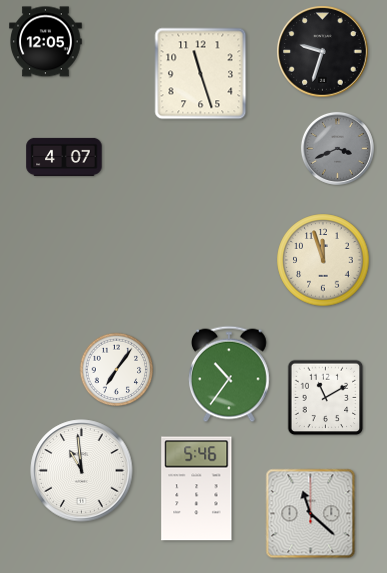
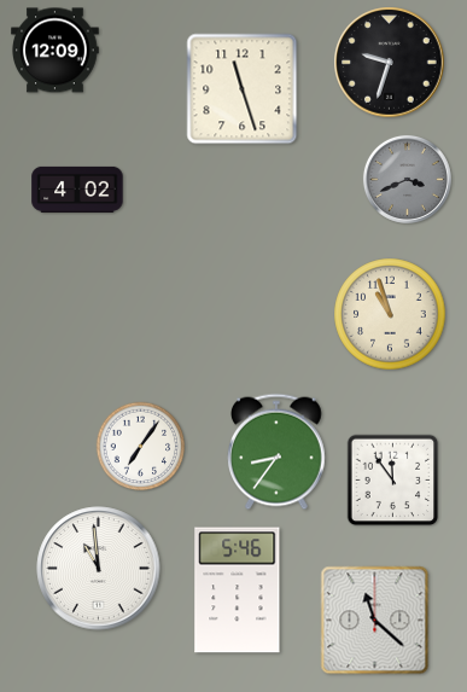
clock at (46, 42): 12:05 -> 12:09
clock at (64, 157): 4:07 -> 4:02
clock at (323, 260): 11:57 -> 10:57
clock at (230, 374): 10:36 -> 8:36
clock at (326, 398): 11:10 -> 11:54
